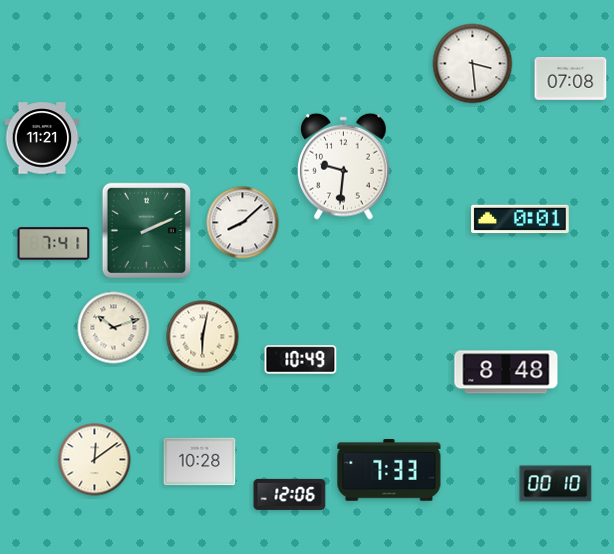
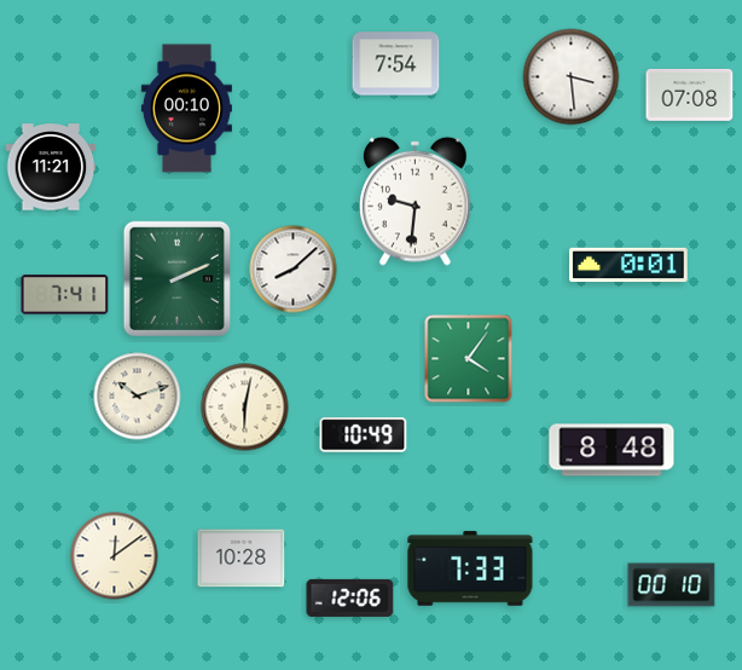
clock at (396, 64): none -> 7:54
clock at (186, 109): none -> 00:10
clock at (469, 359): none -> 4:06
